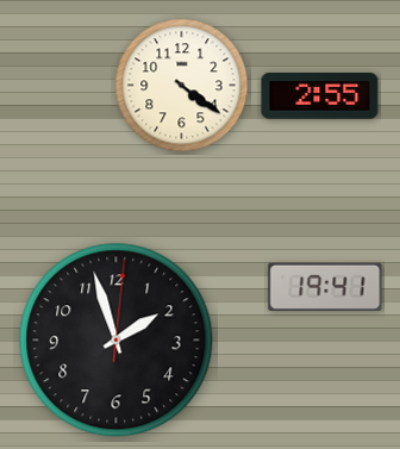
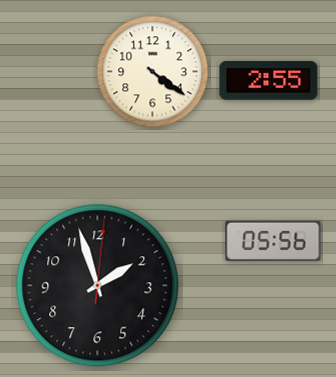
clock at (325, 287): 19:41 -> 05:56
